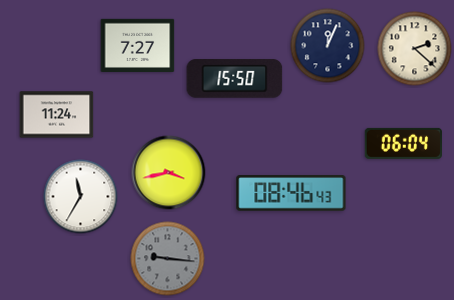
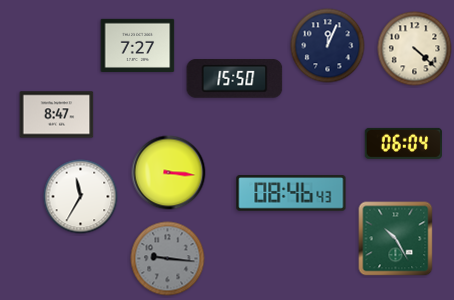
clock at (415, 49): 2:22 -> 4:22
clock at (57, 115): 11:24 -> 8:47
clock at (169, 173): 3:43 -> 3:16
clock at (396, 239): none -> 10:25
